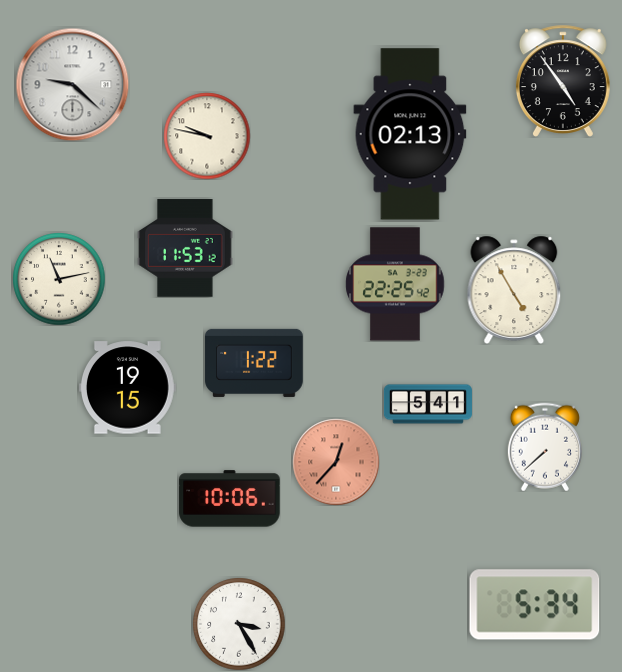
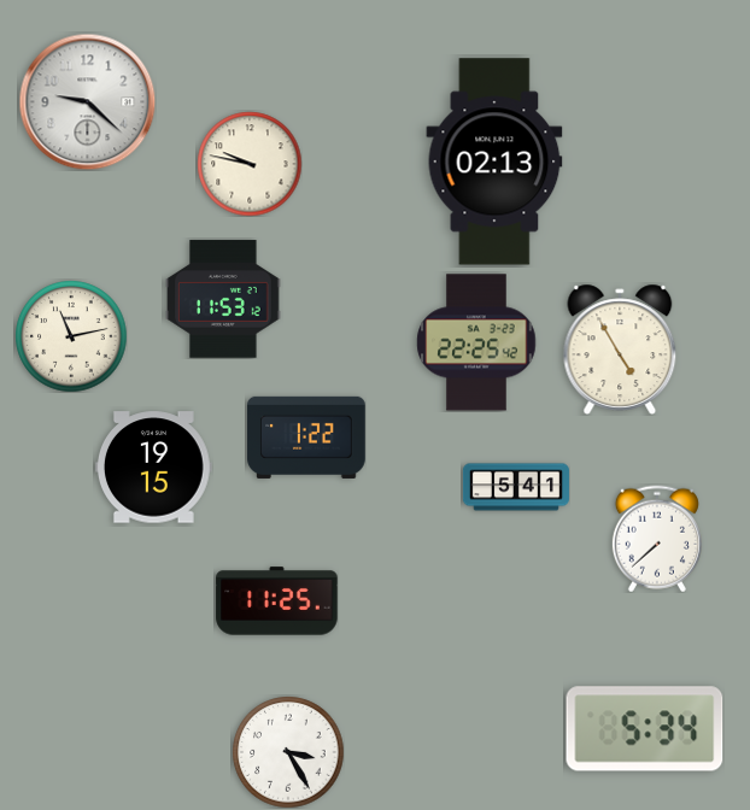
clock at (563, 81): 4:54 -> none
clock at (336, 462): 12:37 -> none
clock at (230, 499): 10:06 -> 11:25
